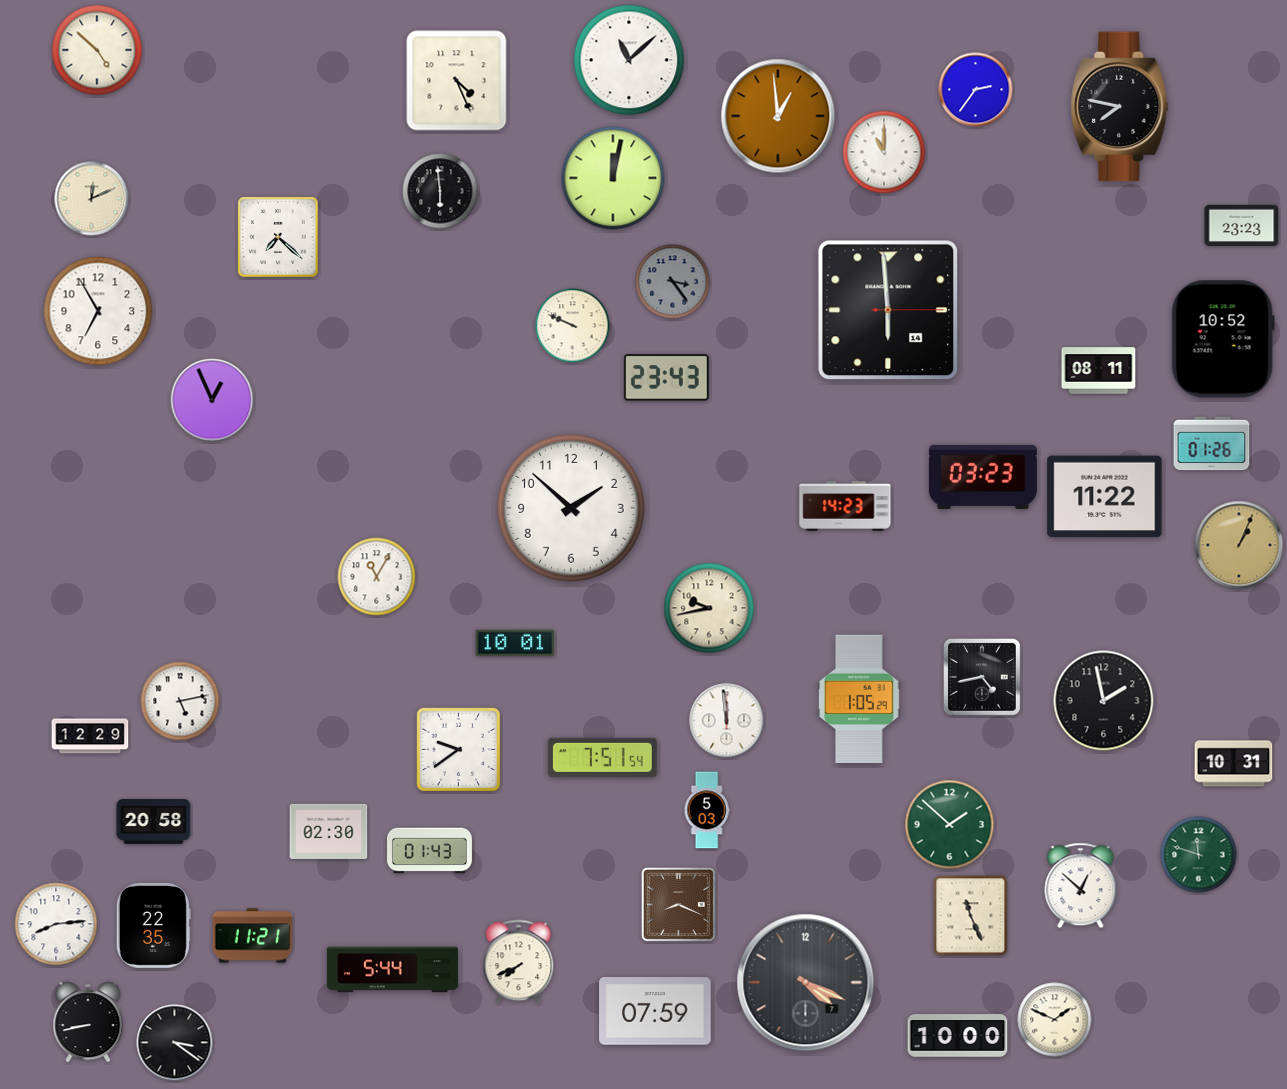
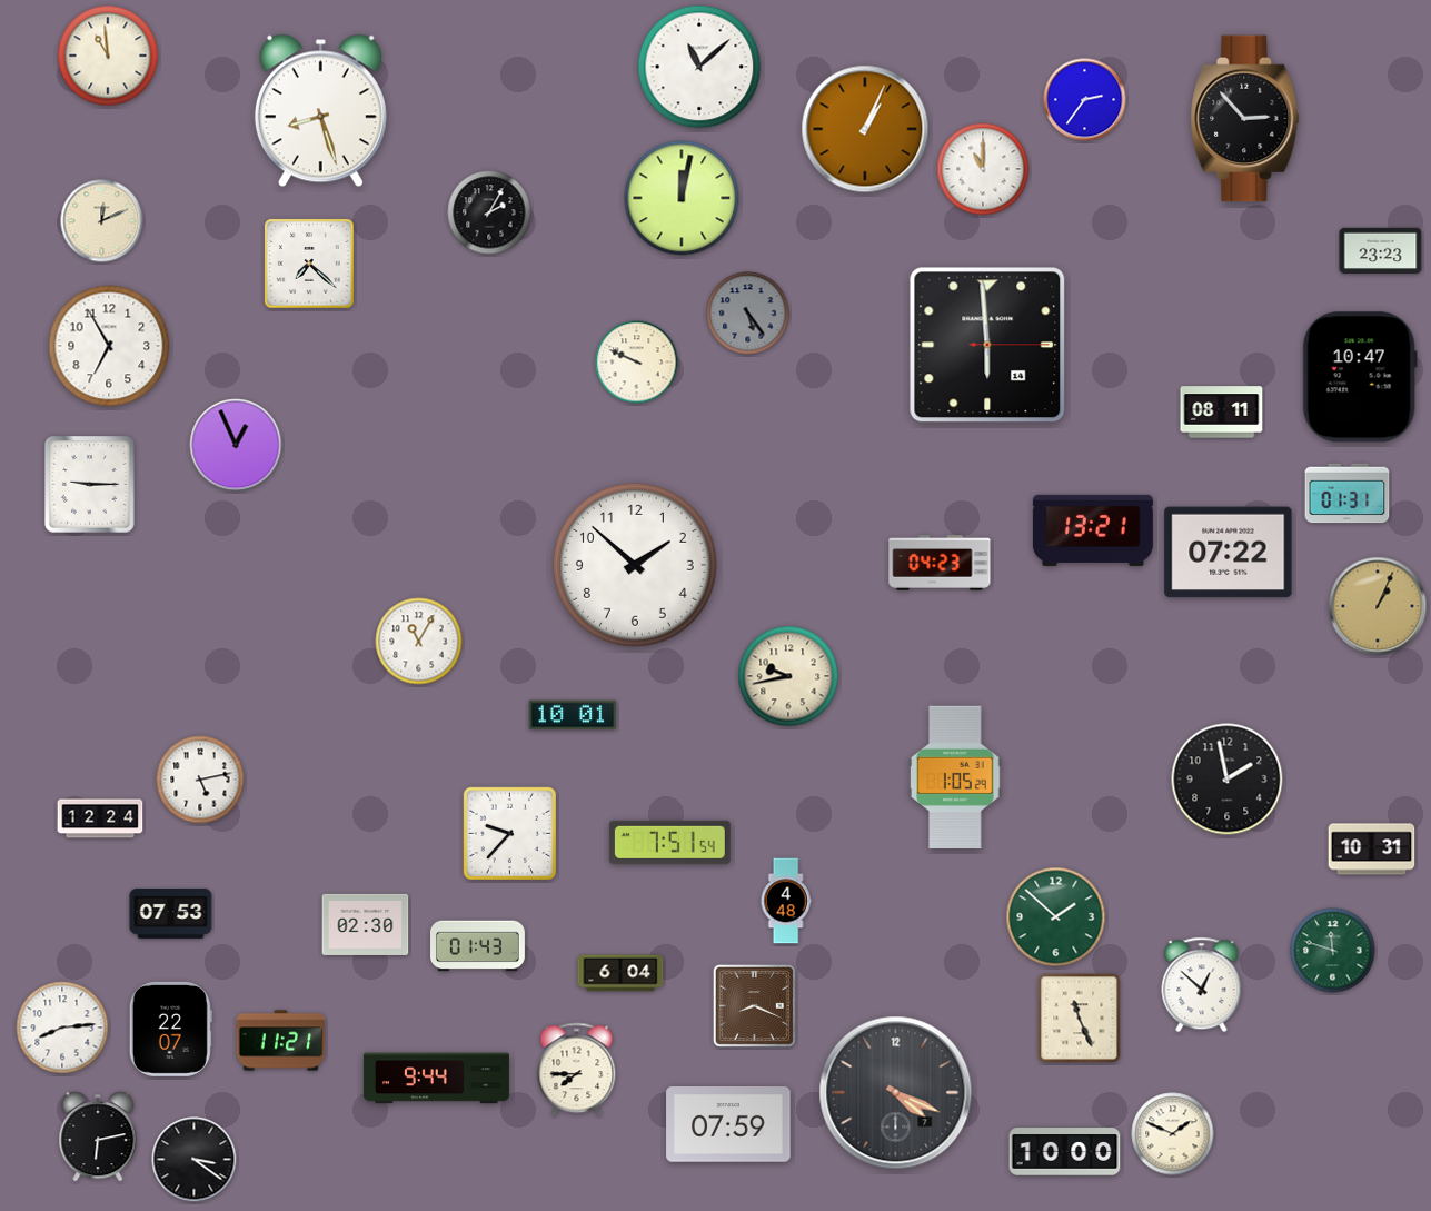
clock at (97, 50): 4:52 -> 10:59
clock at (457, 81): 4:26 -> none
clock at (320, 111): none -> 8:27
clock at (1120, 107): 7:47 -> 2:53
clock at (778, 116): 12:59 -> 1:04
clock at (440, 191): 5:59 -> 2:05
clock at (673, 282): 3:24 -> 5:24
clock at (1223, 339): 10:52 -> 10:47
clock at (666, 378): 23:43 -> none
clock at (90, 485): none -> 9:15
clock at (1212, 444): 01:26 -> 01:31
clock at (983, 477): 03:23 -> 13:21
clock at (1105, 497): 11:22 -> 07:22
clock at (845, 506): 14:23 -> 04:23
clock at (983, 678): 4:43 -> none
clock at (727, 721): 11:59 -> none
clock at (90, 736): 12:29 -> 12:24
clock at (458, 749): 9:39 -> 9:37
clock at (707, 810): 5:03 -> 4:48
clock at (154, 821): 20:58 -> 07:53
clock at (620, 973): none -> 6:04
clock at (153, 925): 22:35 -> 22:07
clock at (519, 962): 7:41 -> 7:45
clock at (392, 970): 5:44 -> 9:44
clock at (88, 1022): 8:43 -> 6:13
